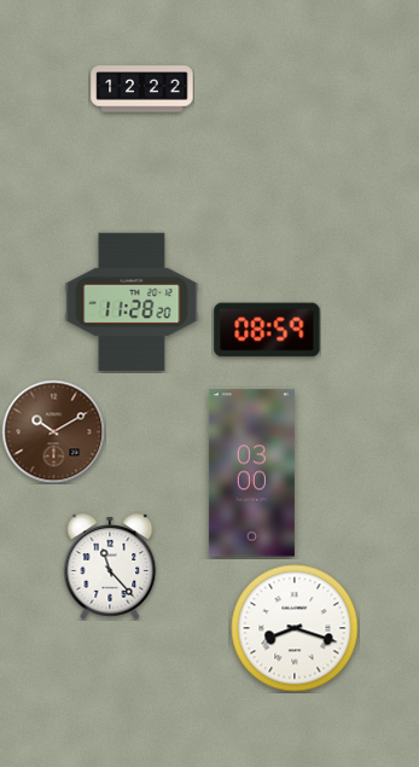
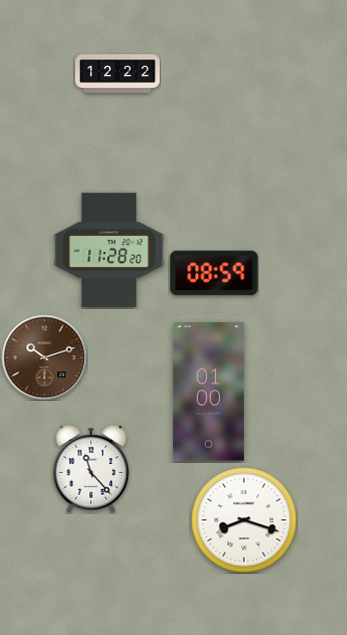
clock at (267, 330) position: (267, 330) -> (214, 273)
clock at (53, 431): 10:10 -> 10:12
clock at (251, 473): 03:00 -> 01:00
